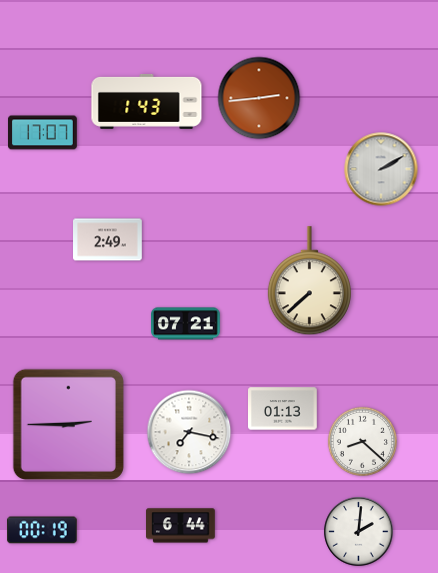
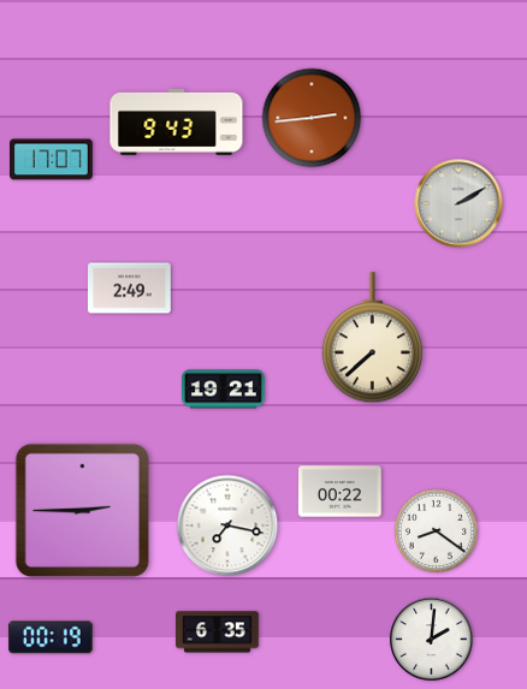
clock at (147, 101): 1:43 -> 9:43
clock at (186, 324): 07:21 -> 19:21
clock at (283, 409): 01:13 -> 00:22
clock at (189, 432) position: (189, 432) -> (227, 525)
clock at (362, 441): 8:22 -> 8:21
clock at (181, 526): 6:44 -> 6:35
